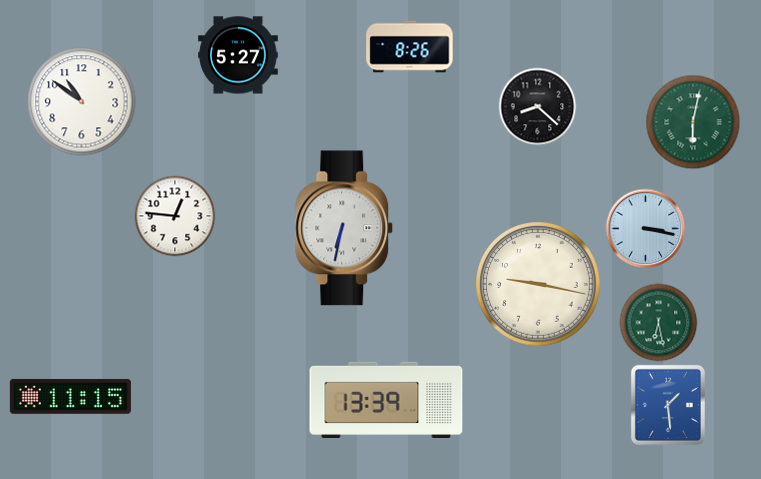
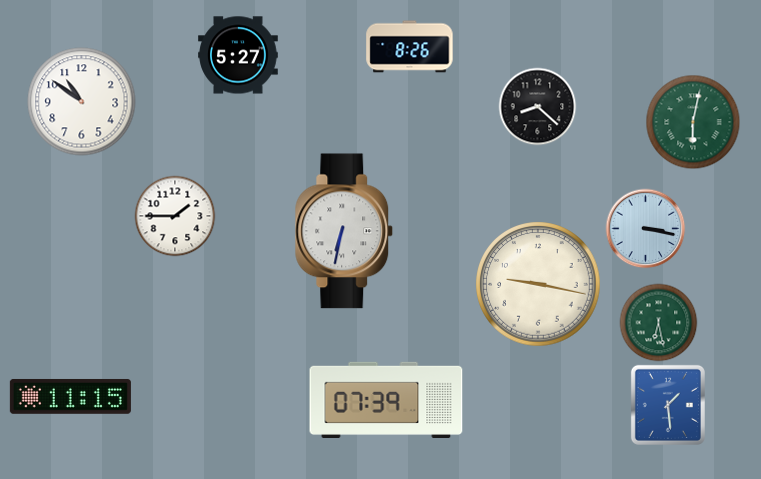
clock at (175, 216): 12:46 -> 1:45
clock at (344, 228) position: (344, 228) -> (344, 231)
clock at (386, 399): 13:39 -> 07:39
